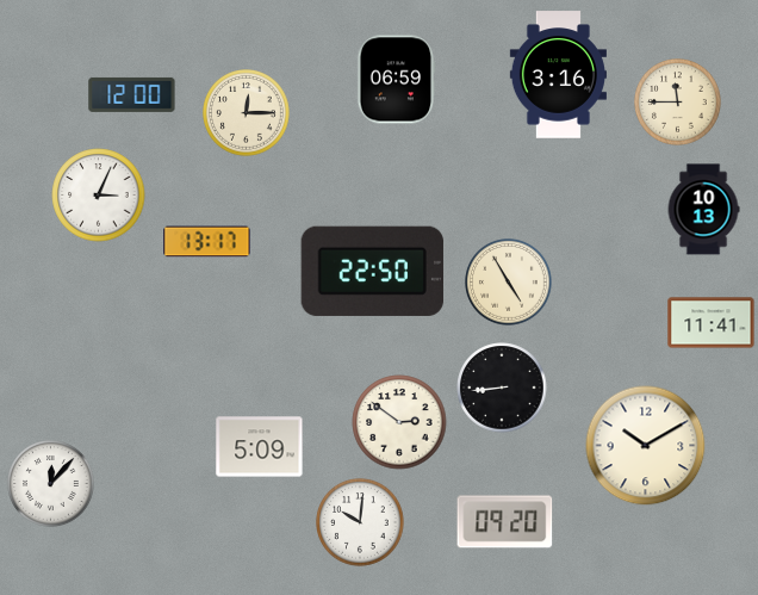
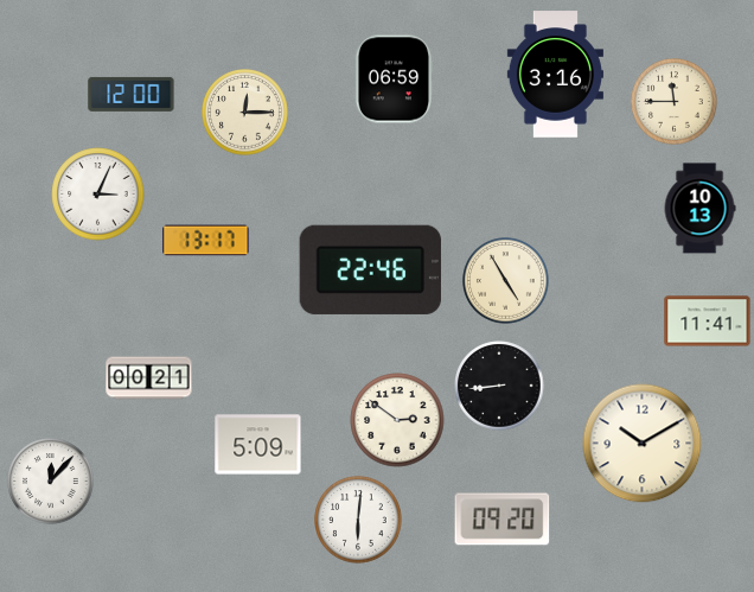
clock at (372, 271): 22:50 -> 22:46
clock at (149, 378): none -> 00:21
clock at (360, 522): 10:01 -> 6:01
